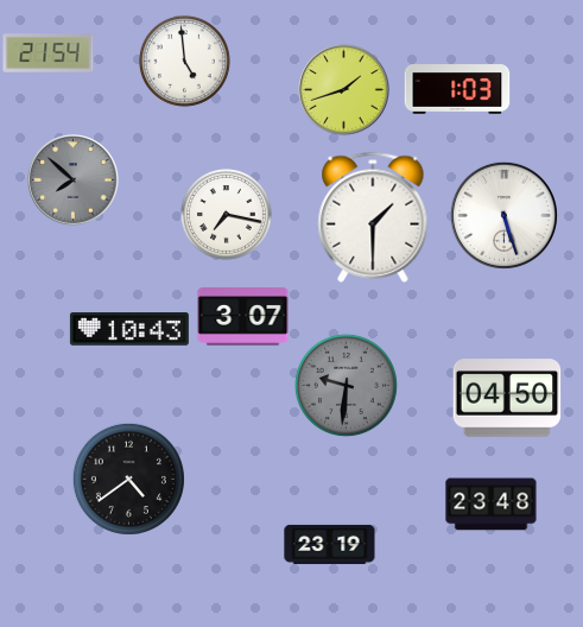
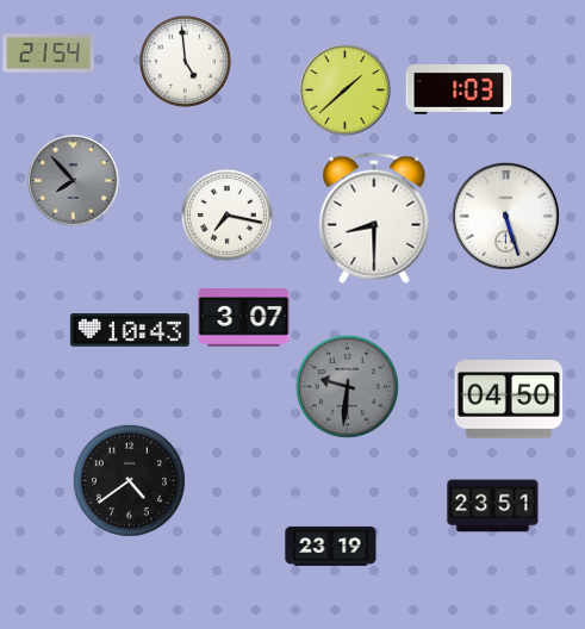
clock at (344, 90): 1:42 -> 1:38
clock at (74, 180): 7:52 -> 7:53
clock at (373, 217): 1:30 -> 8:30
clock at (492, 505): 23:48 -> 23:51
